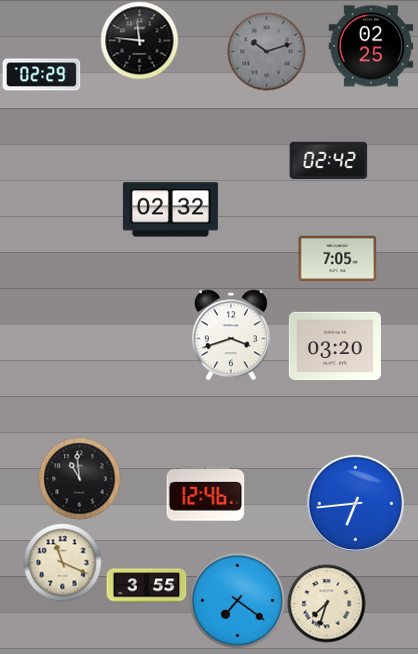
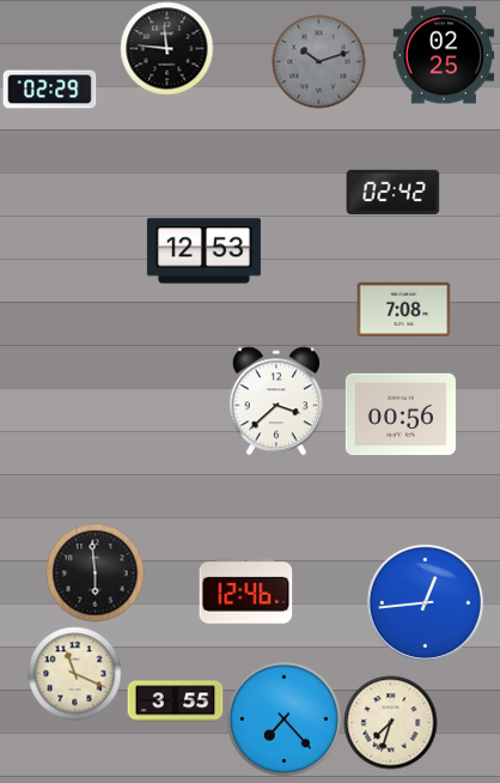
clock at (170, 210): 02:32 -> 12:53
clock at (337, 258): 7:05 -> 7:08
clock at (231, 335): 3:42 -> 3:38
clock at (335, 346): 03:20 -> 00:56
clock at (79, 478): 10:59 -> 5:59
clock at (355, 503): 6:44 -> 12:44
clock at (237, 600): 7:21 -> 7:23
